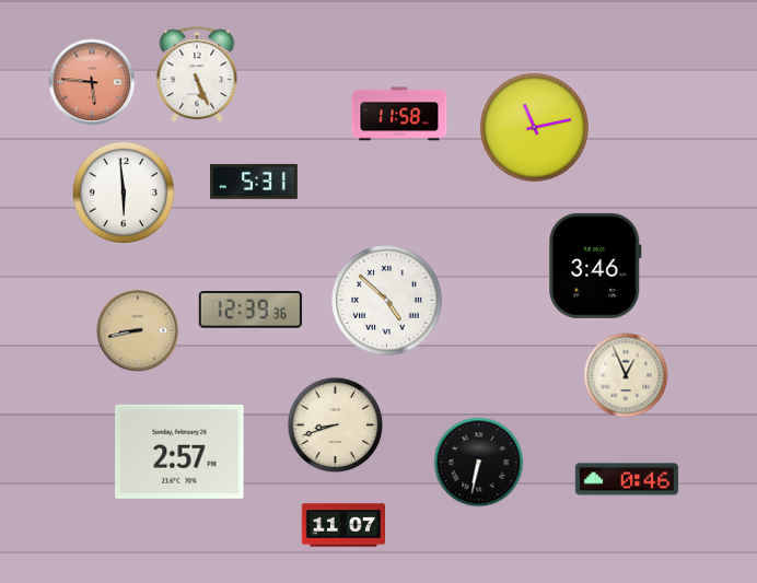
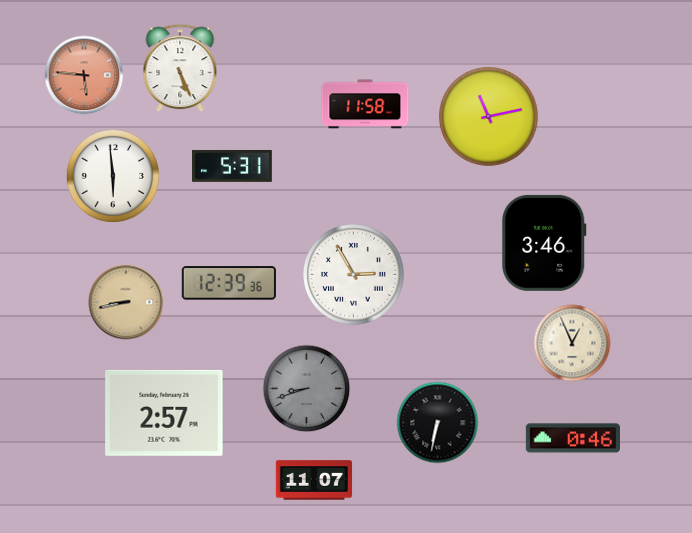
clock at (387, 301): 4:52 -> 2:55
clock at (336, 425) dial: cream -> grey
